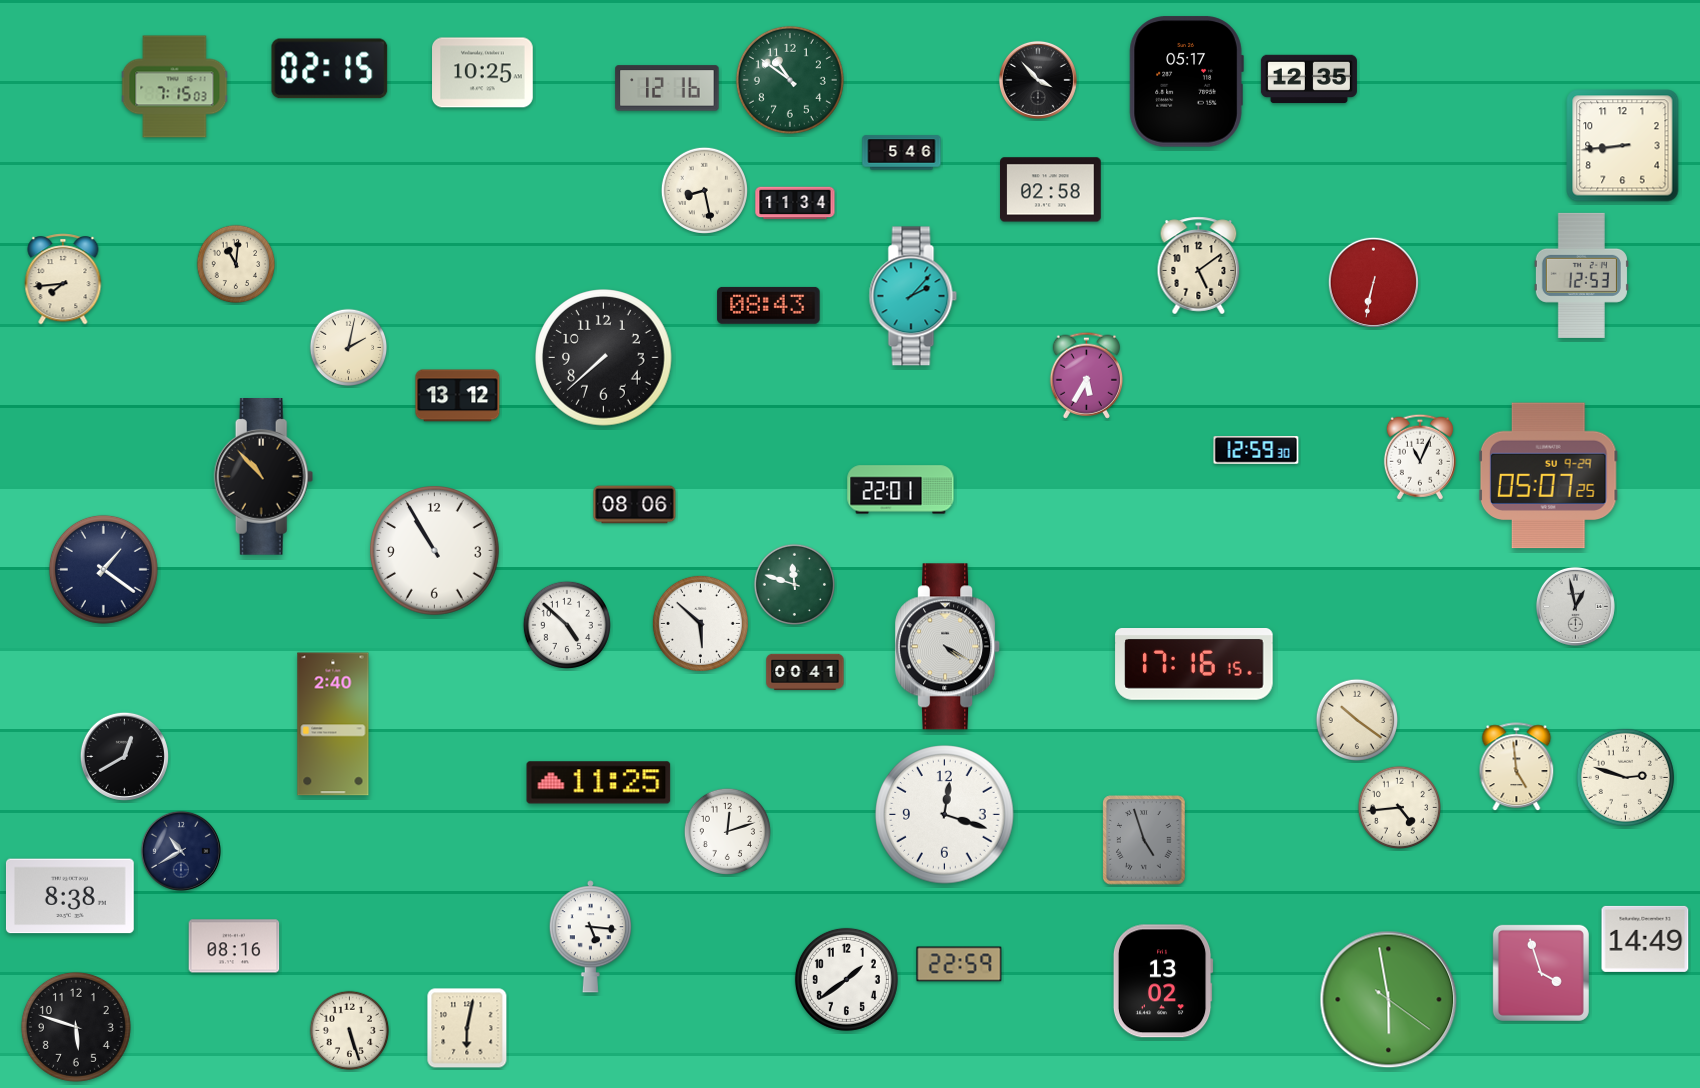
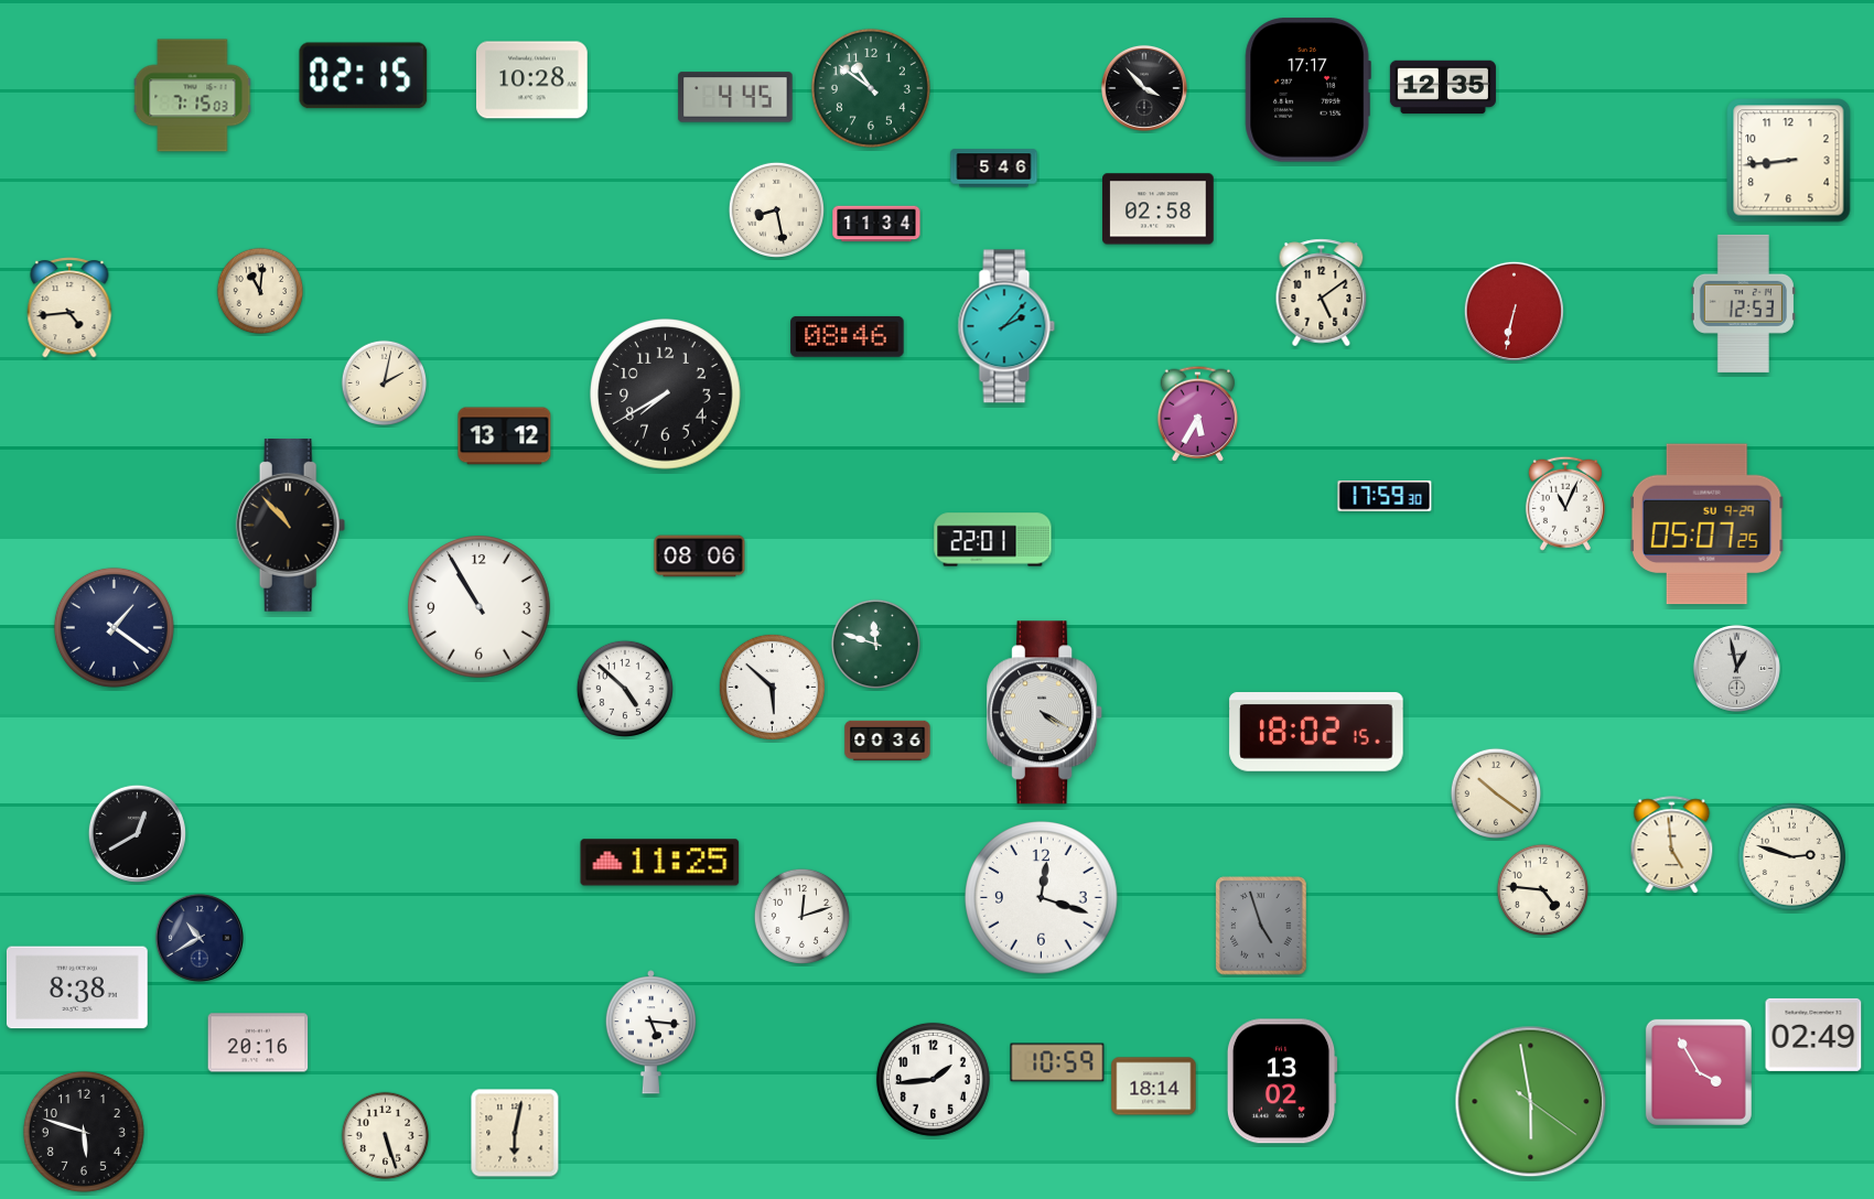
clock at (483, 73): 10:25 -> 10:28
clock at (1186, 82): 05:17 -> 17:17
clock at (667, 88): 12:16 -> 4:45
clock at (63, 279): 7:44 -> 4:44
clock at (769, 305): 08:43 -> 08:46
clock at (604, 358): 7:38 -> 7:40
clock at (1256, 450): 12:59 -> 17:59
clock at (1194, 665): 17:16 -> 18:02
clock at (805, 672): 00:41 -> 00:36
clock at (333, 724): 2:40 -> none
clock at (1399, 807): 4:44 -> 4:46
clock at (1645, 939): 14:49 -> 02:49
clock at (234, 946): 08:16 -> 20:16
clock at (959, 964): 22:59 -> 10:59
clock at (1541, 973): 3:57 -> 3:55
clock at (846, 979): 1:39 -> 1:44
clock at (1154, 1087): none -> 18:14
